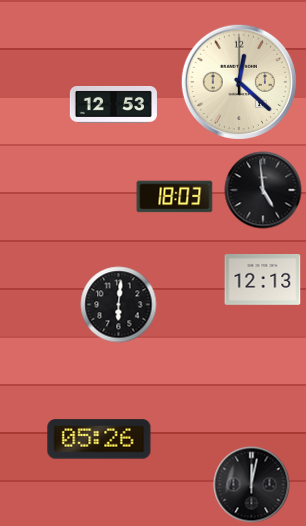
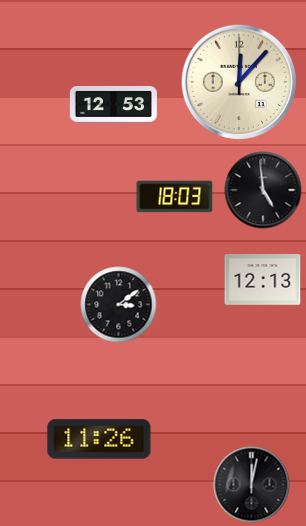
clock at (239, 82): 12:22 -> 12:07
clock at (119, 305): 6:01 -> 3:09
clock at (99, 439): 05:26 -> 11:26
